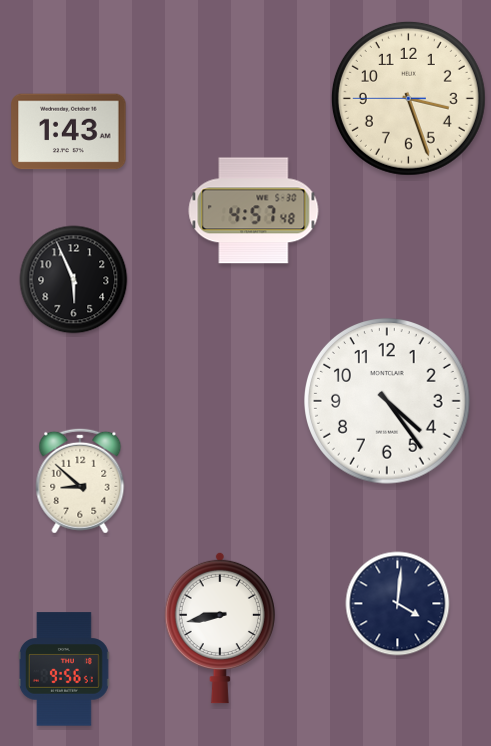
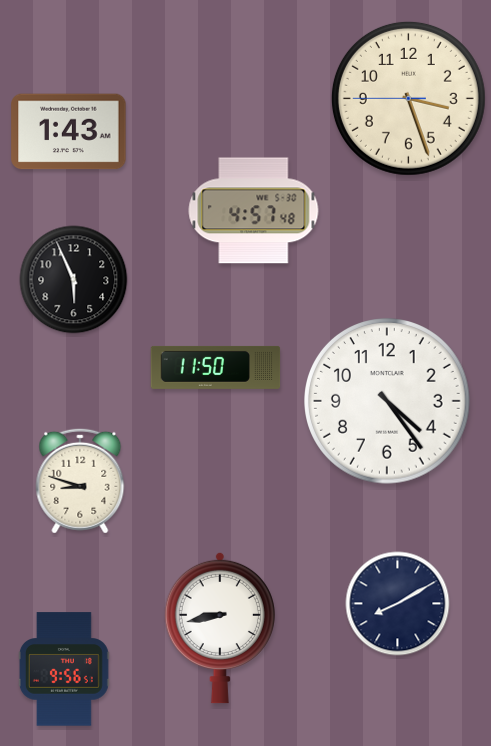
clock at (216, 367): none -> 11:50
clock at (80, 481): 8:52 -> 8:48
clock at (398, 604): 4:01 -> 8:10
